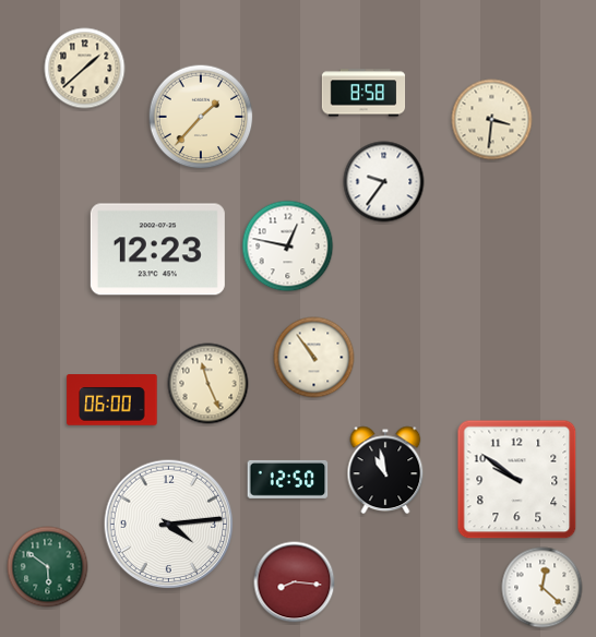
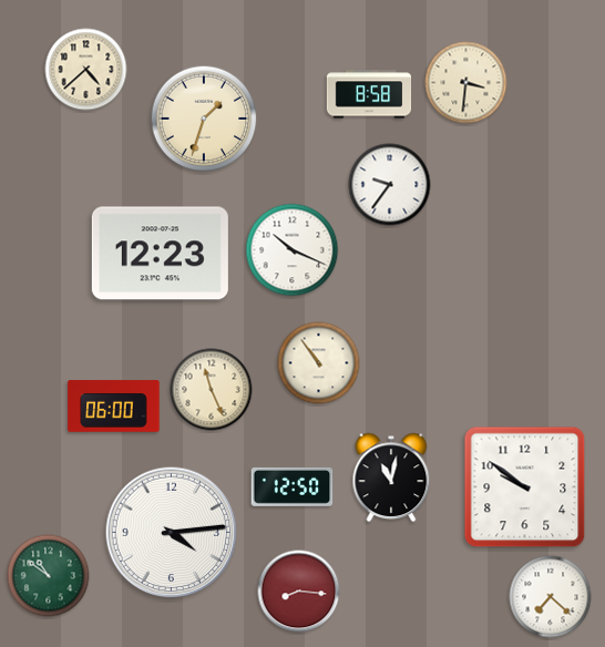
clock at (85, 69): 1:38 -> 4:38
clock at (201, 117): 1:37 -> 1:33
clock at (492, 120) position: (492, 120) -> (466, 83)
clock at (288, 247): 12:47 -> 10:19
clock at (385, 470): 10:58 -> 11:02
clock at (48, 567): 5:51 -> 10:51
clock at (543, 588): 12:22 -> 7:22
